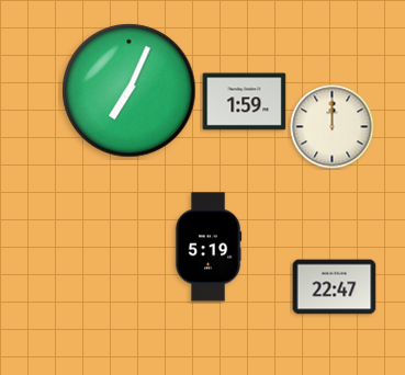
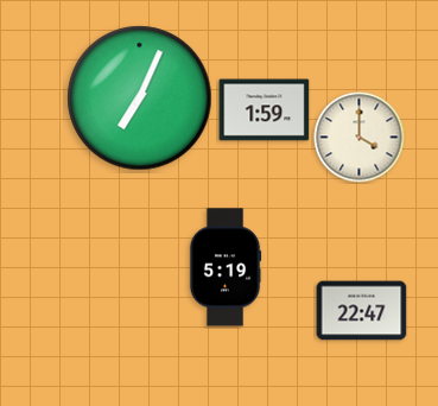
clock at (333, 127): 12:00 -> 4:00
